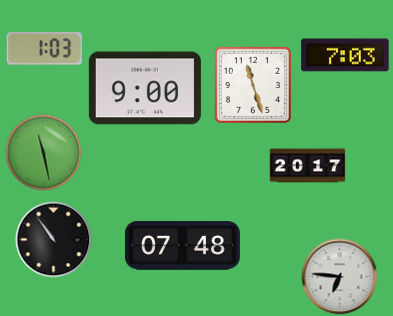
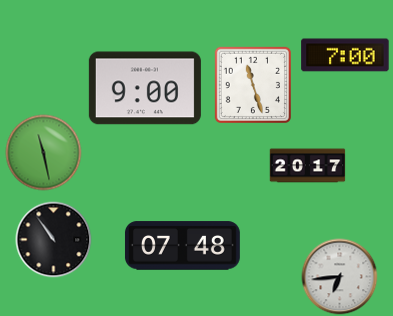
clock at (44, 49): 1:03 -> none
clock at (345, 55): 7:03 -> 7:00
clock at (340, 277): 6:46 -> 6:44
